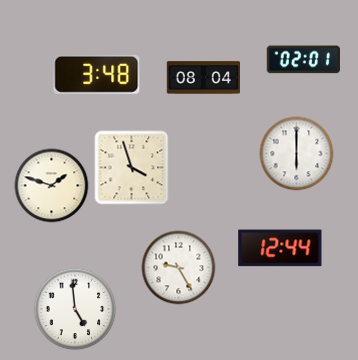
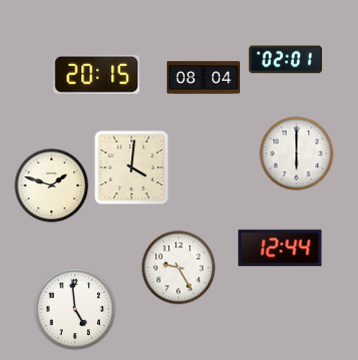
clock at (303, 60) position: (303, 60) -> (285, 60)
clock at (97, 74): 3:48 -> 20:15
clock at (132, 168): 3:57 -> 4:01
